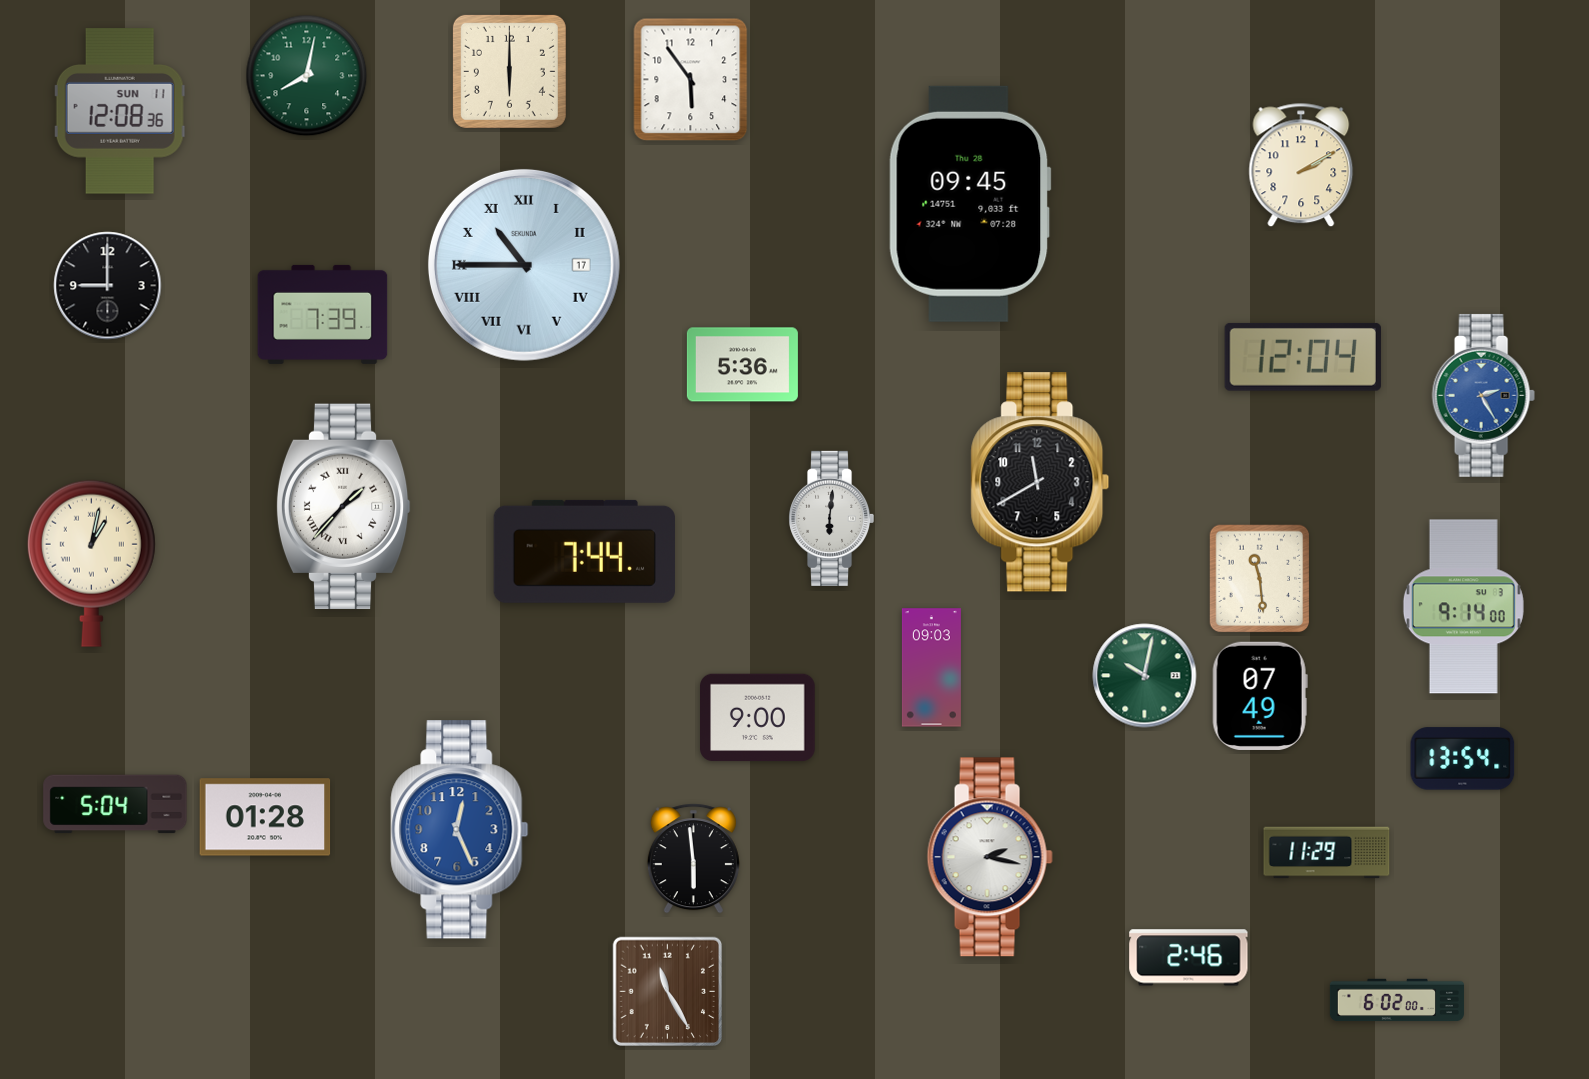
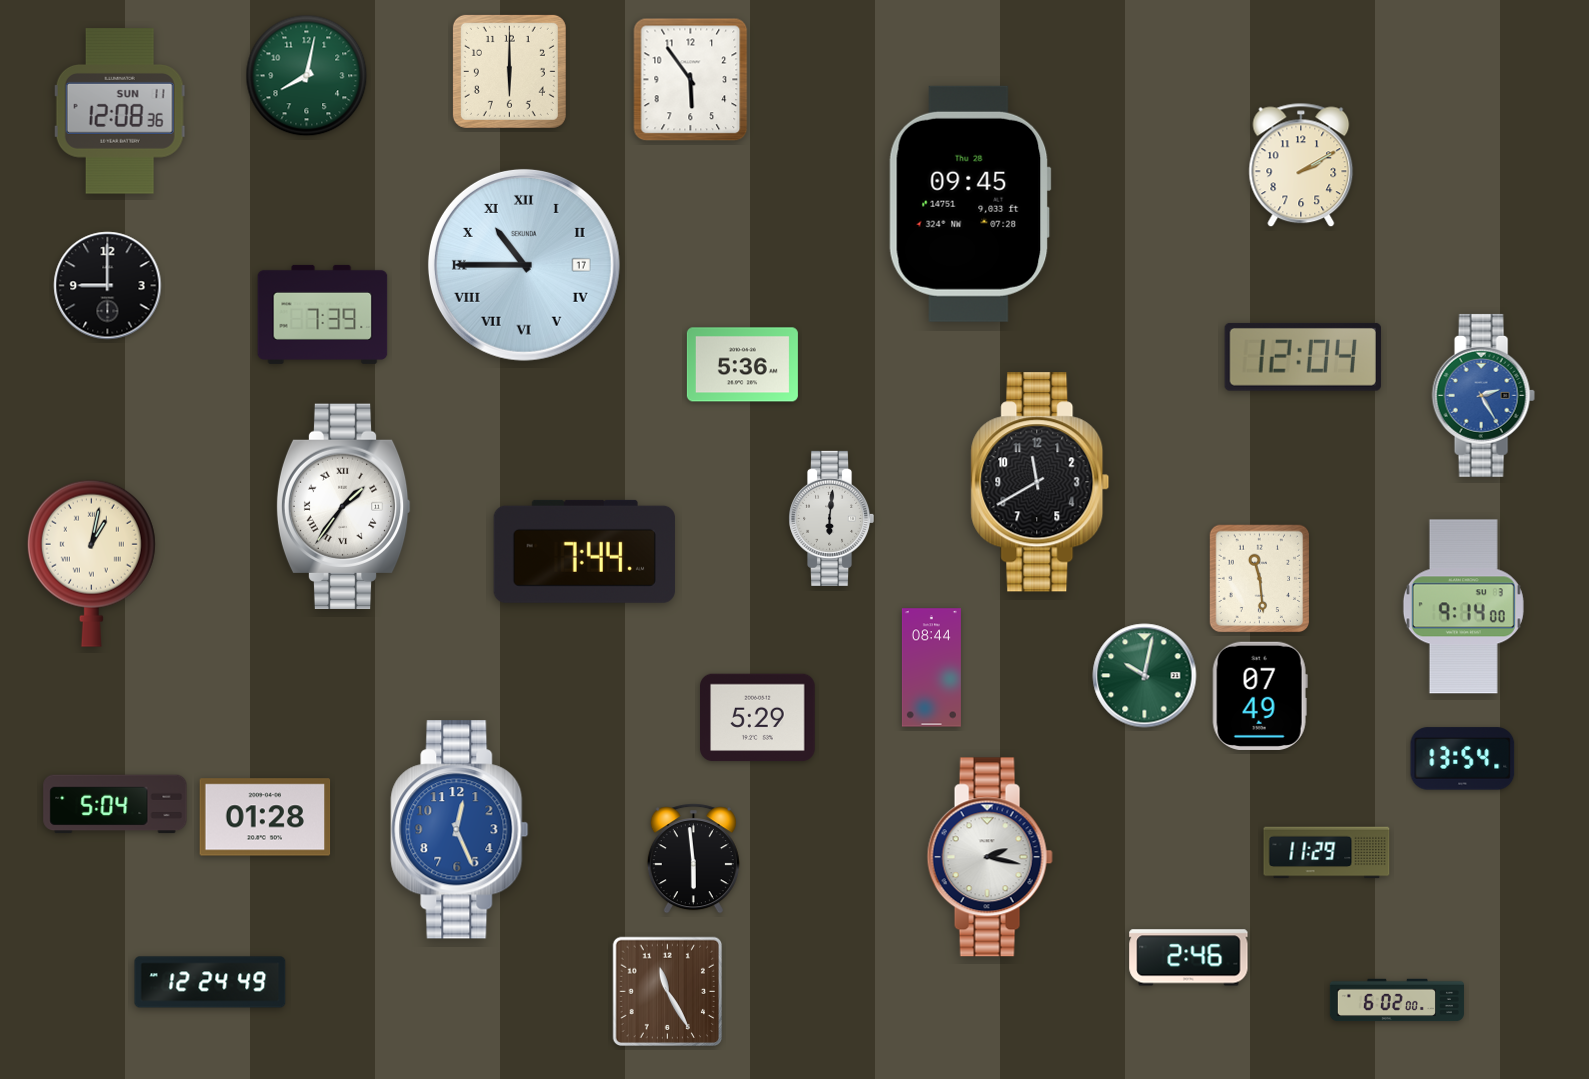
clock at (343, 506): 1:37 -> 1:36
clock at (931, 668): 09:03 -> 08:44
clock at (758, 718): 9:00 -> 5:29
clock at (210, 982): none -> 12:24
